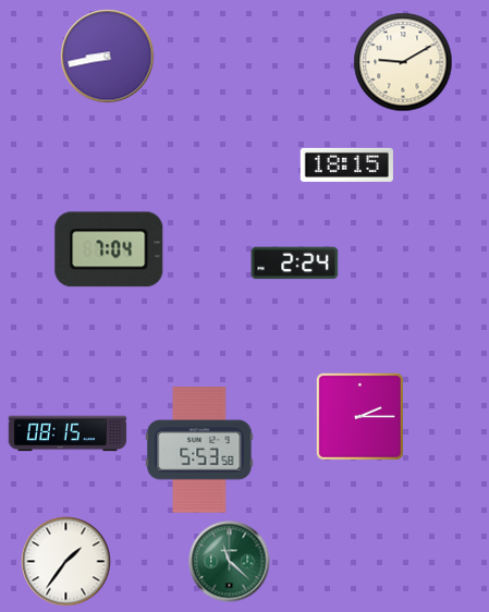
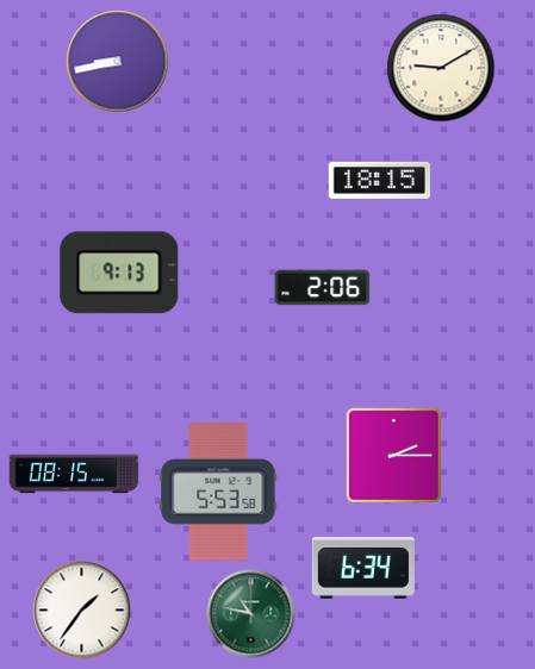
clock at (109, 249): 7:04 -> 9:13
clock at (295, 264): 2:24 -> 2:06
clock at (363, 568): none -> 6:34
clock at (66, 562) position: (66, 562) -> (82, 611)
clock at (230, 562): 11:22 -> 10:47
